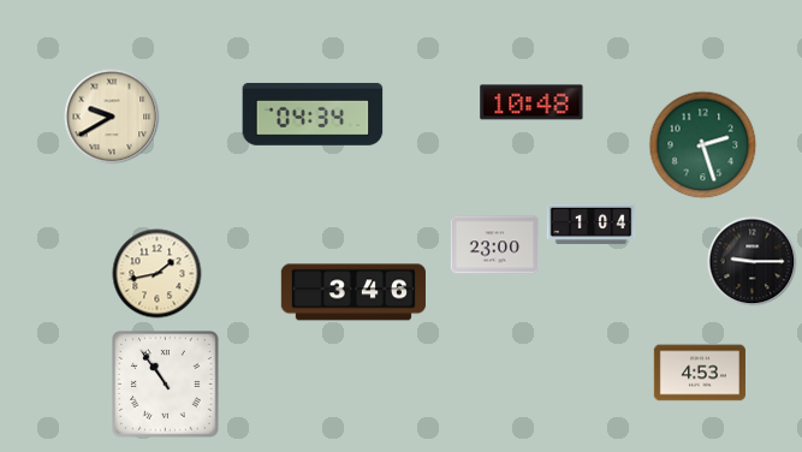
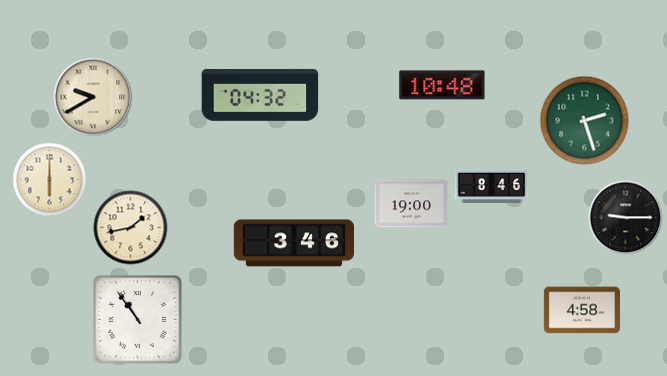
clock at (313, 114): 04:34 -> 04:32
clock at (50, 180): none -> 6:00
clock at (592, 225): 1:04 -> 8:46
clock at (495, 245): 23:00 -> 19:00
clock at (700, 373): 4:53 -> 4:58
